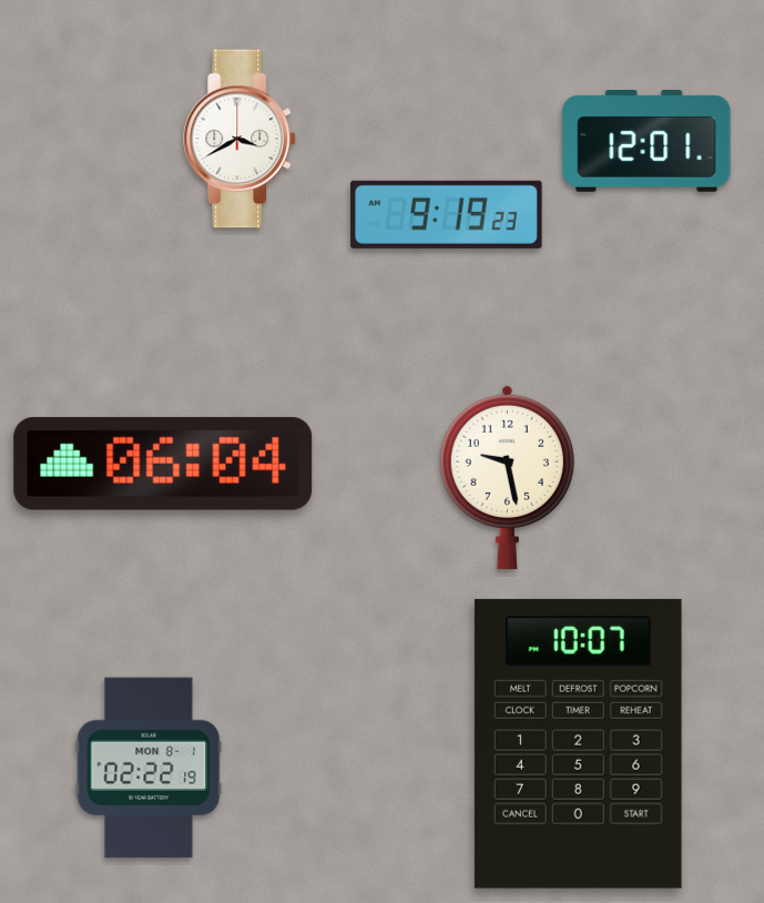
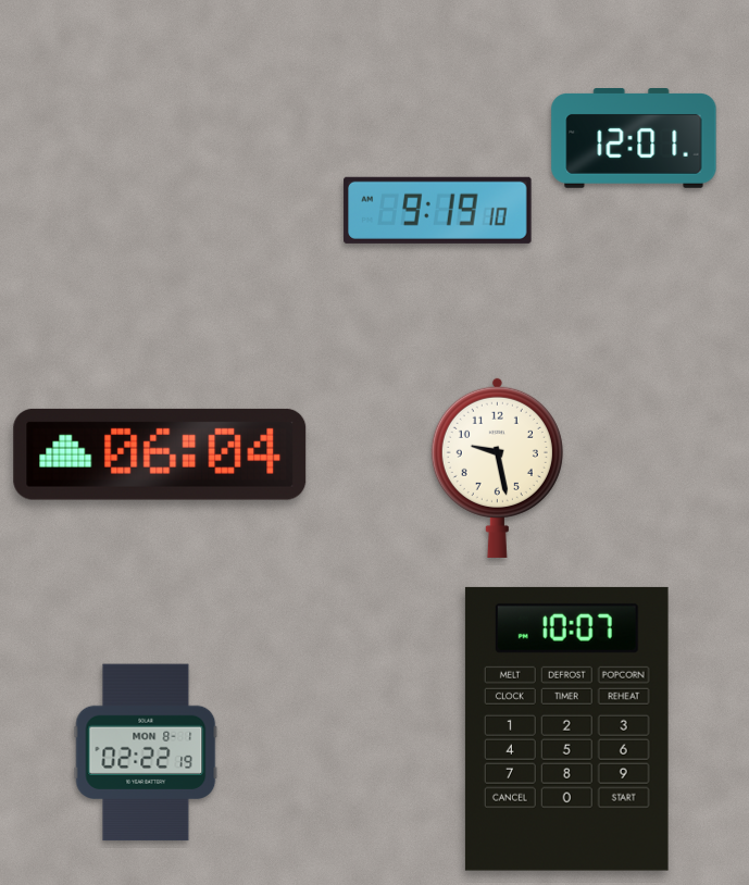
clock at (241, 139): 3:40 -> none
clock at (447, 214): 9:19:23 -> 9:19:10
